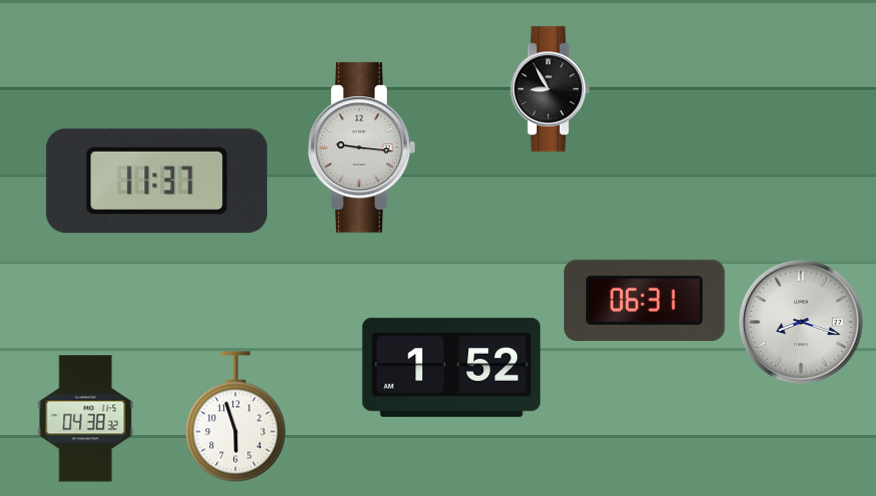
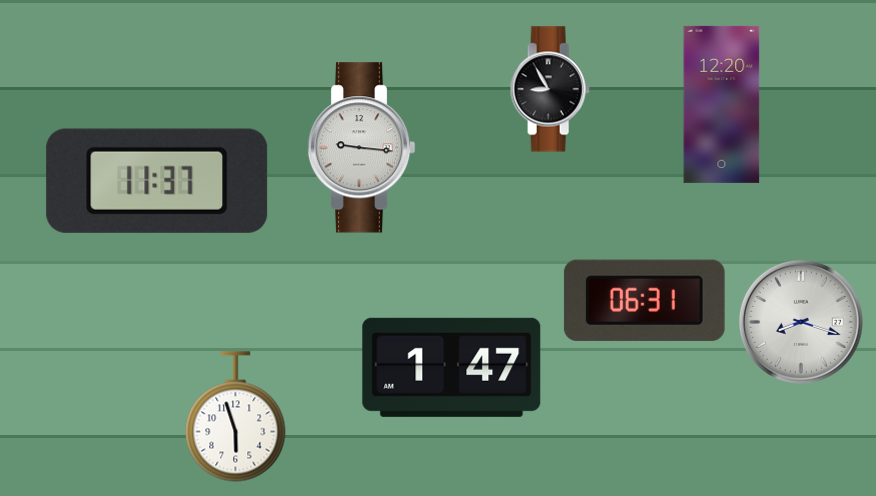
clock at (722, 104): none -> 12:20
clock at (452, 367): 1:52 -> 1:47
clock at (86, 419): 04:38 -> none
